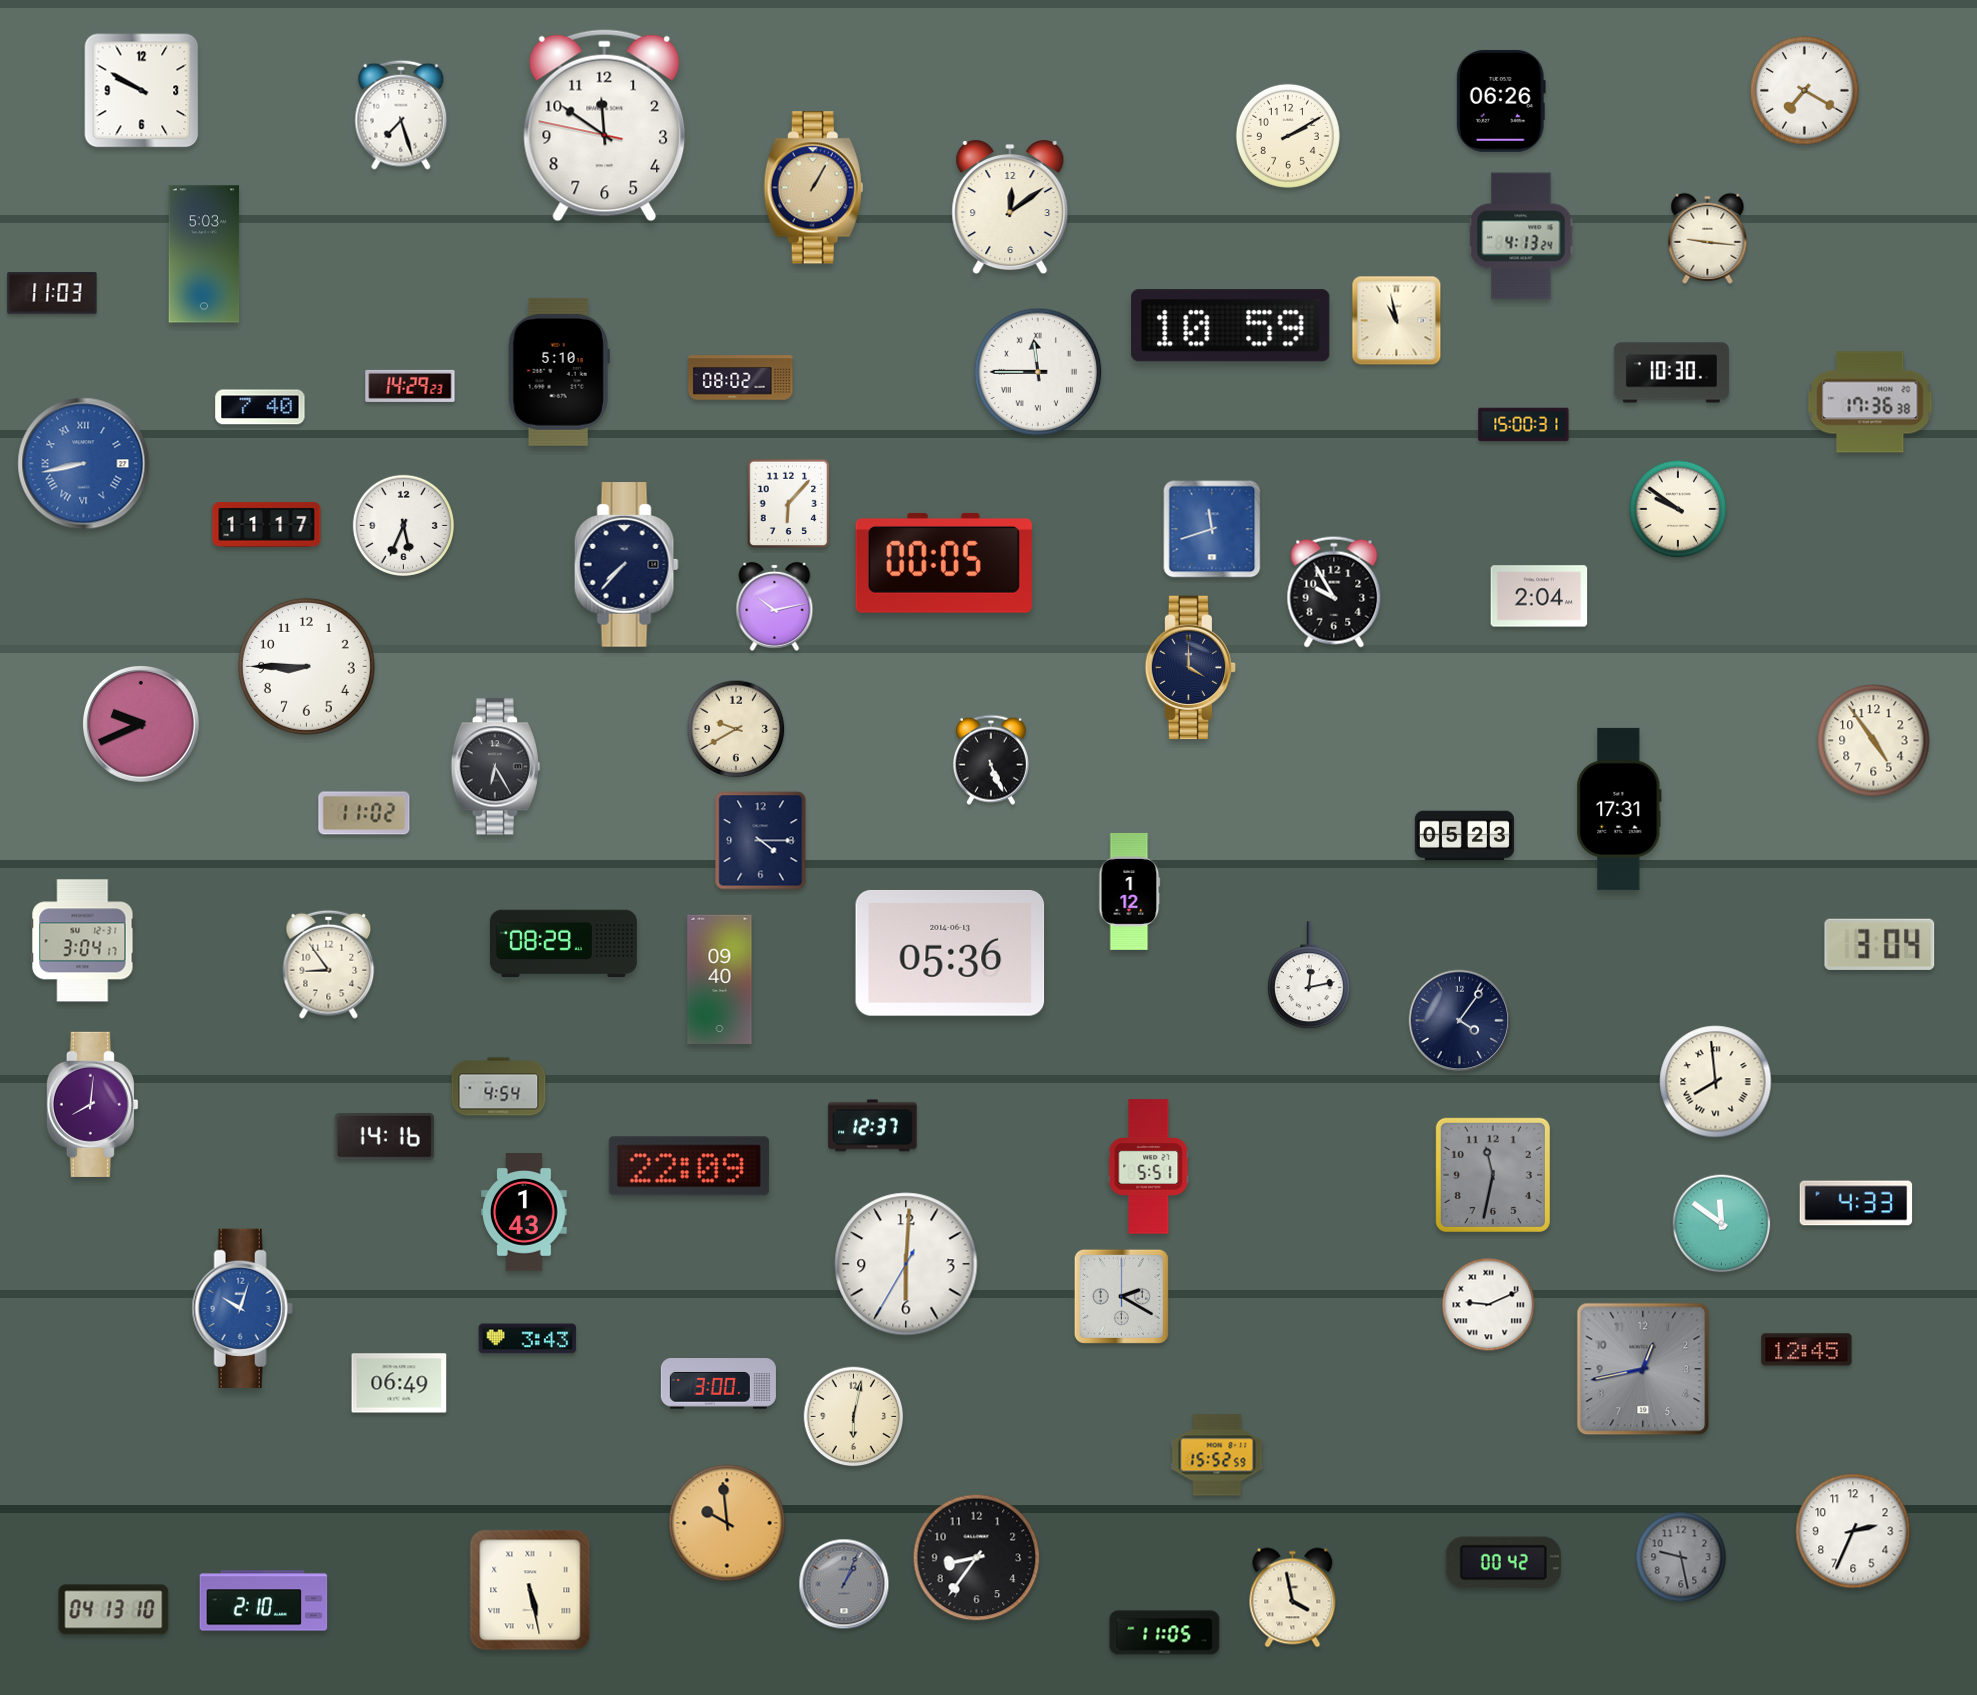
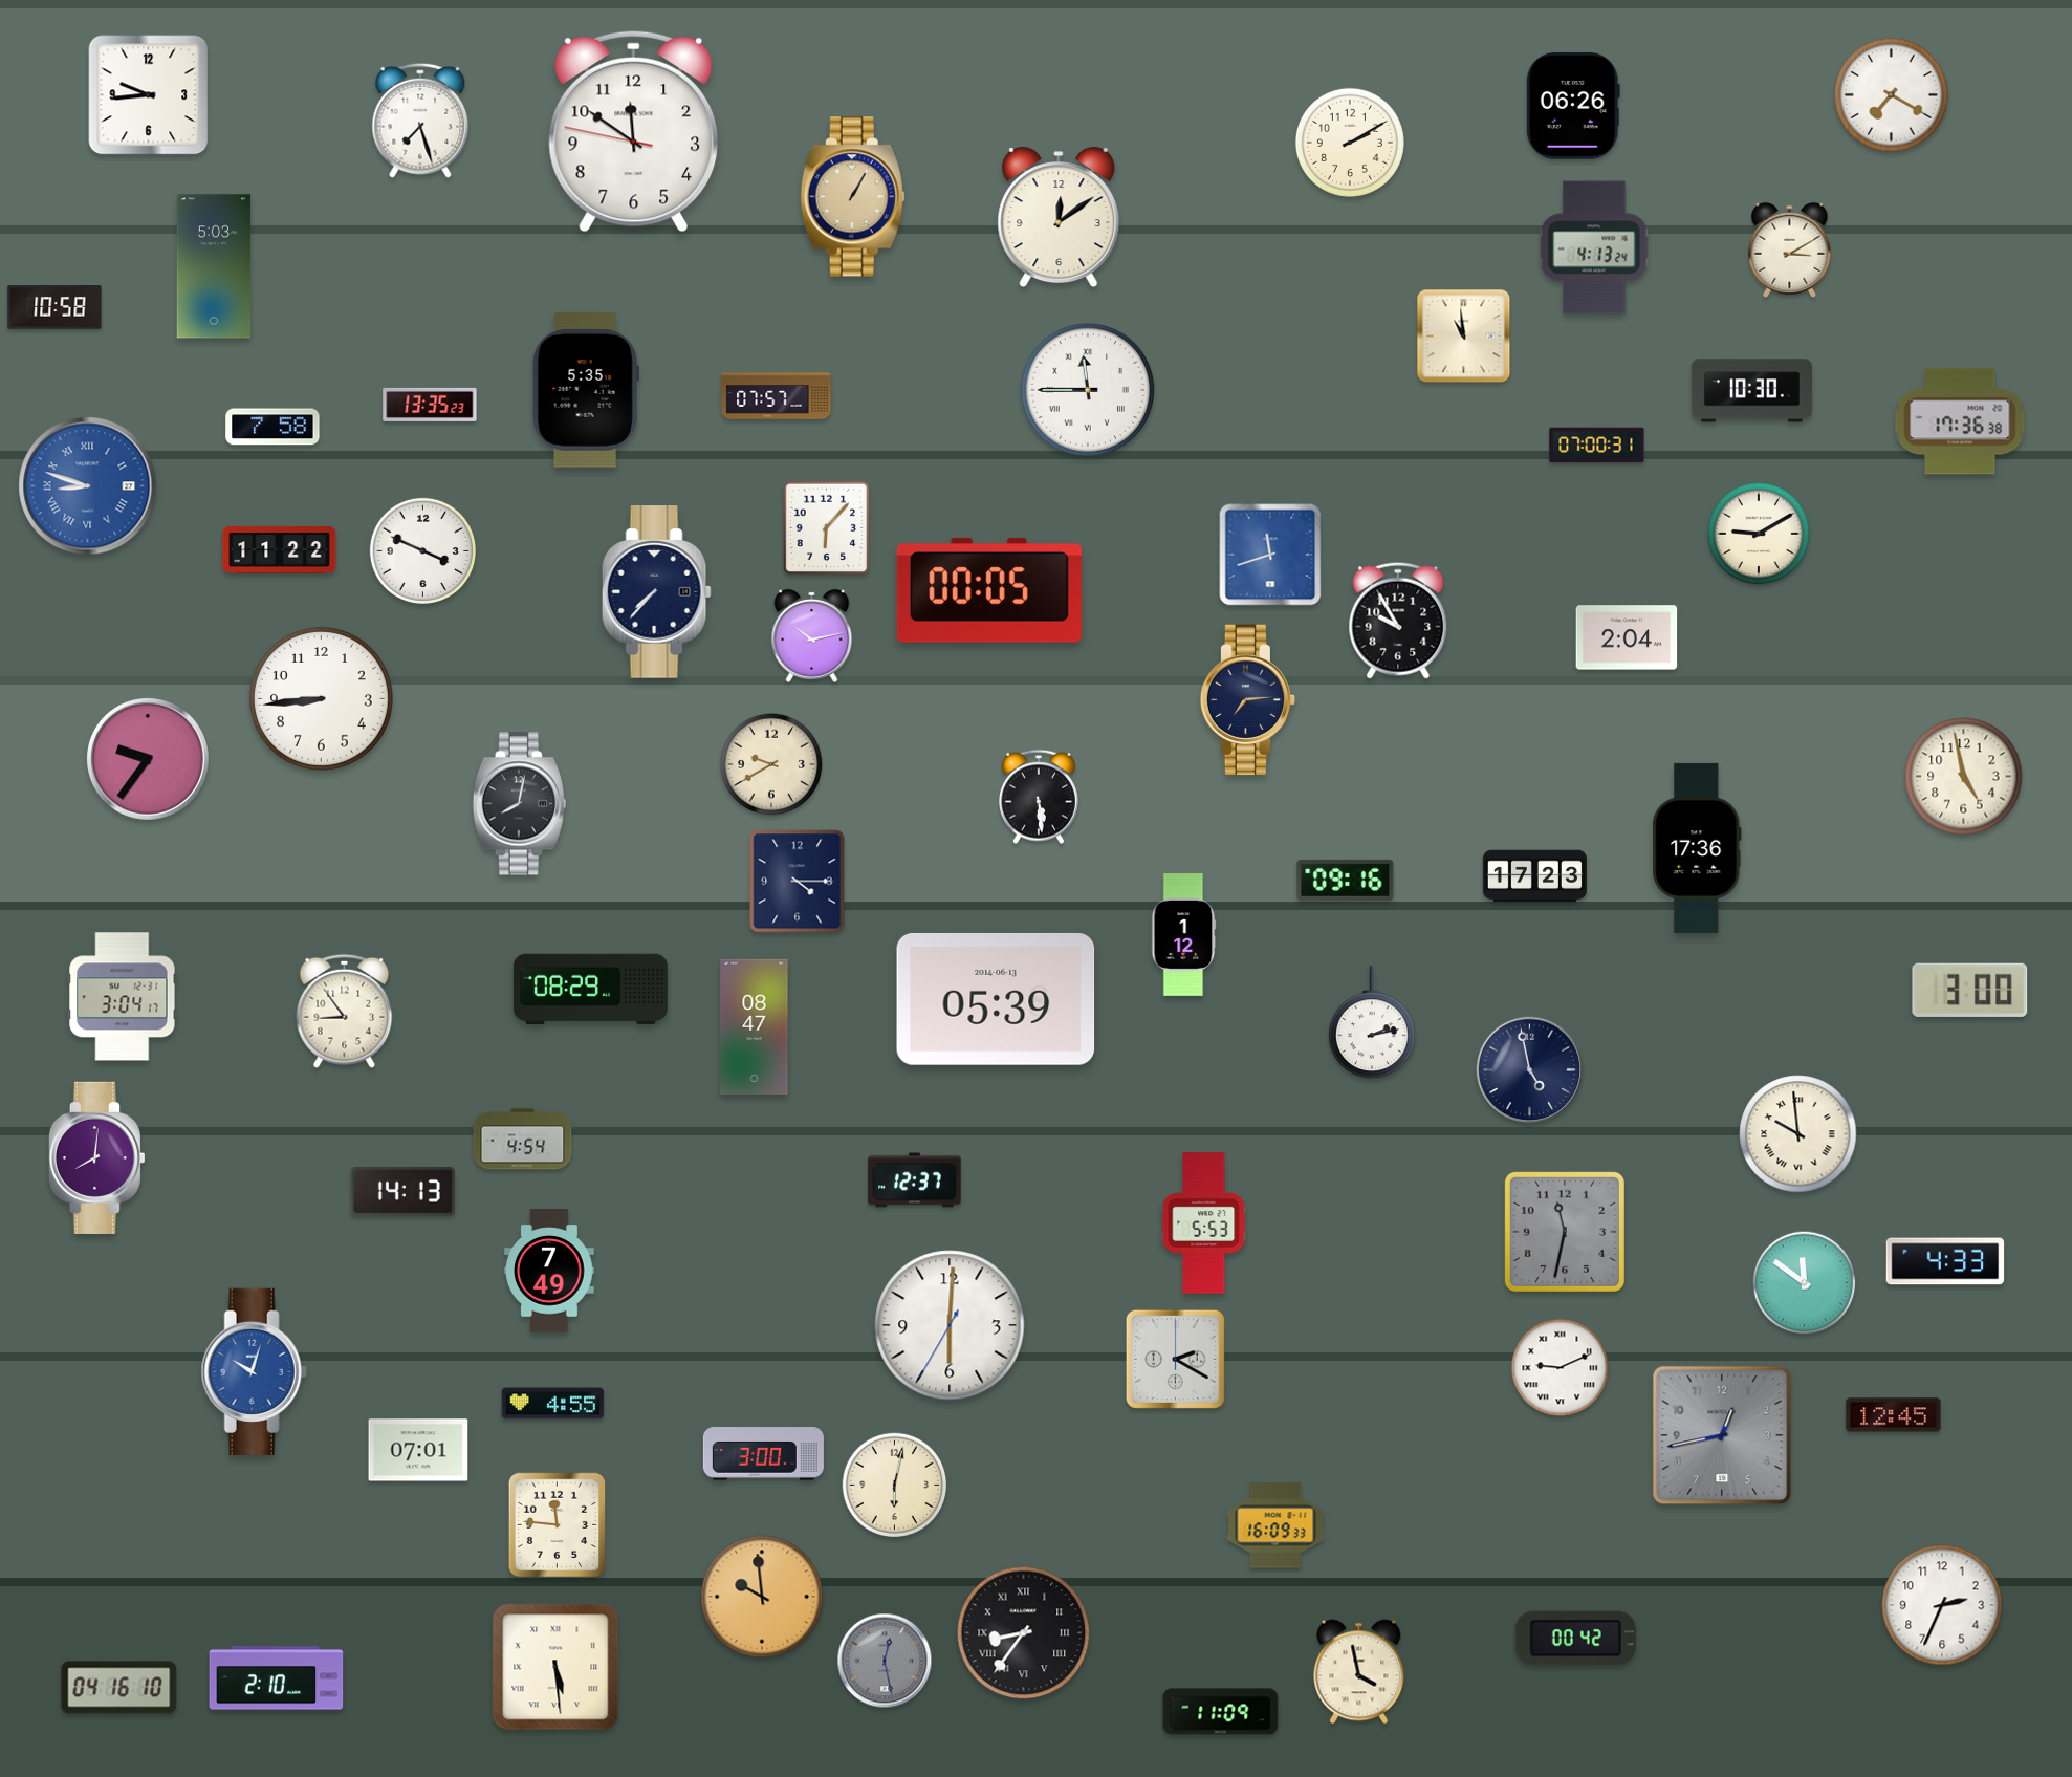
clock at (142, 91): 9:50 -> 9:44
clock at (1708, 238): 9:16 -> 3:10
clock at (52, 293): 11:03 -> 10:58
clock at (1397, 321): 10:58 -> 10:59
clock at (1231, 326): 10:59 -> none
clock at (559, 372): 5:10 -> 5:35
clock at (741, 378): 08:02 -> 07:57
clock at (410, 386): 14:29 -> 13:35
clock at (260, 407): 7:40 -> 7:58
clock at (1524, 425): 15:00 -> 07:00
clock at (84, 464): 8:43 -> 8:48
clock at (1678, 509): 9:51 -> 9:10
clock at (267, 525): 11:17 -> 11:22
clock at (403, 525): 5:34 -> 3:49
clock at (1539, 596) position: (1539, 596) -> (1627, 637)
clock at (306, 666): 8:45 -> 8:44
clock at (1191, 668): 4:00 -> 7:14
clock at (141, 724): 9:41 -> 9:36
clock at (1874, 741): 4:54 -> 4:58
clock at (991, 760): 5:26 -> 5:29
clock at (495, 767): 6:25 -> 8:02
clock at (1619, 809): 17:31 -> 17:36
clock at (364, 813): 11:02 -> none
clock at (1464, 836): 05:23 -> 17:23
clock at (1346, 880): none -> 09:16
clock at (83, 941) position: (83, 941) -> (123, 997)
clock at (1880, 944): 3:04 -> 3:00
clock at (950, 953): 05:36 -> 05:39
clock at (1309, 976): 12:13 -> 2:13
clock at (720, 979): 09:40 -> 08:47
clock at (1460, 1021): 4:06 -> 4:58
clock at (1716, 1082): 7:59 -> 9:59
clock at (384, 1136): 14:16 -> 14:13
clock at (689, 1166): 22:09 -> none
clock at (1149, 1167): 5:51 -> 5:53
clock at (524, 1212): 1:43 -> 7:49
clock at (528, 1339): 3:43 -> 4:55
clock at (399, 1383): 06:49 -> 07:01
clock at (718, 1384) position: (718, 1384) -> (763, 1454)
clock at (558, 1525): none -> 11:46
clock at (1217, 1455): 15:52 -> 16:09
clock at (1681, 1557): 9:28 -> none
clock at (977, 1558) numerals: Arabic -> Roman
clock at (844, 1584): 1:04 -> 12:28
clock at (530, 1590): 5:28 -> 5:29
clock at (1293, 1598) position: (1293, 1598) -> (1359, 1672)
clock at (114, 1610): 04:13 -> 04:16
clock at (1165, 1633): 11:05 -> 11:09
